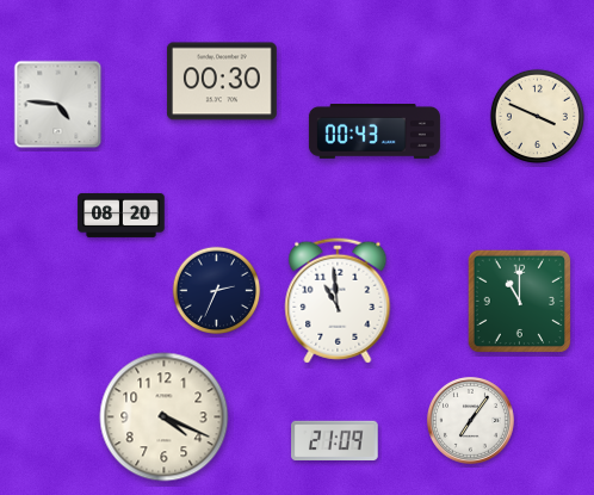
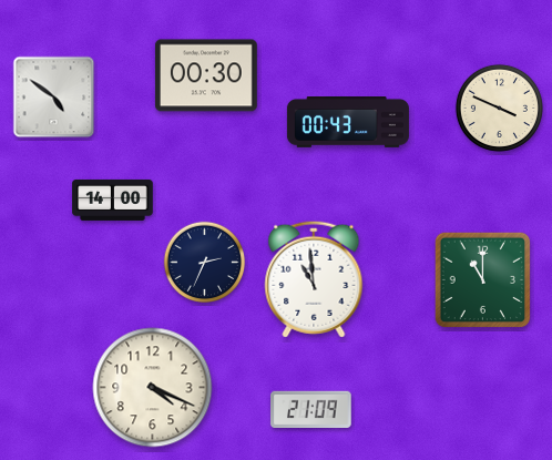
clock at (58, 105): 4:46 -> 4:51
clock at (122, 215): 08:20 -> 14:00
clock at (217, 291) position: (217, 291) -> (205, 263)
clock at (470, 420): 7:06 -> none
